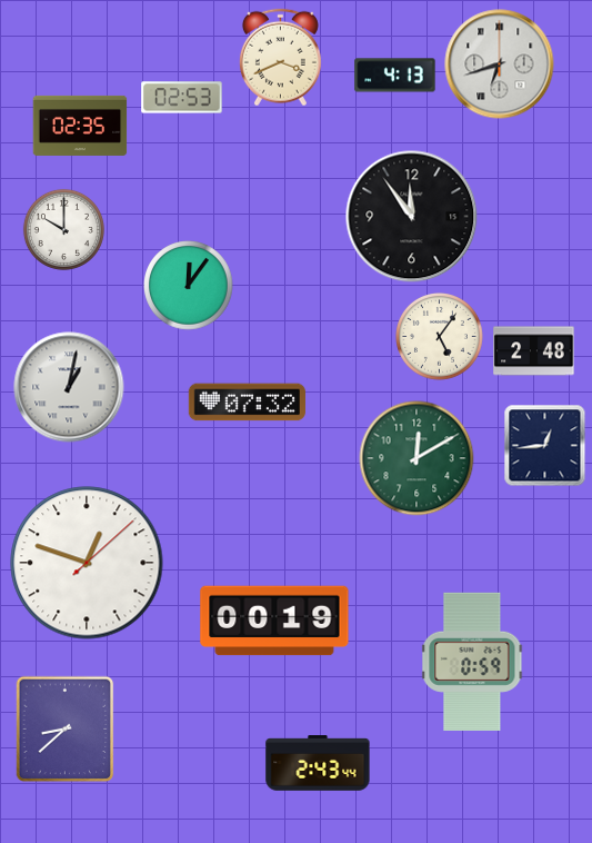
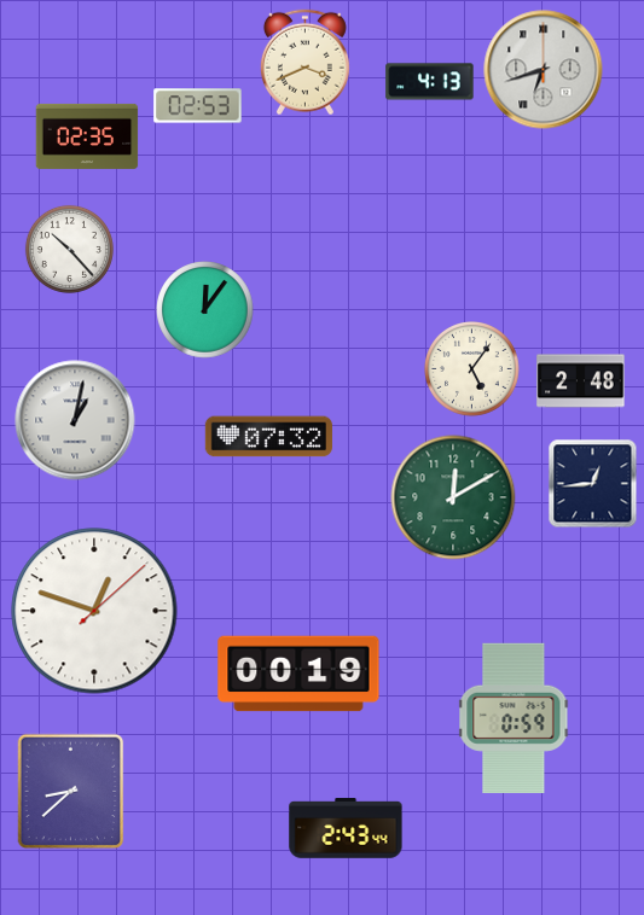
clock at (412, 217): 11:54 -> none
clock at (63, 229): 10:00 -> 10:23
clock at (440, 337) position: (440, 337) -> (472, 369)
